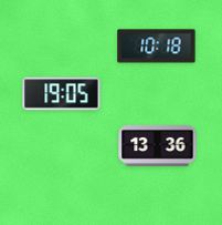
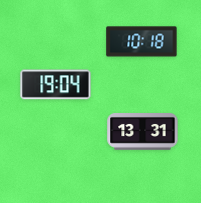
clock at (62, 94): 19:05 -> 19:04
clock at (158, 146): 13:36 -> 13:31
